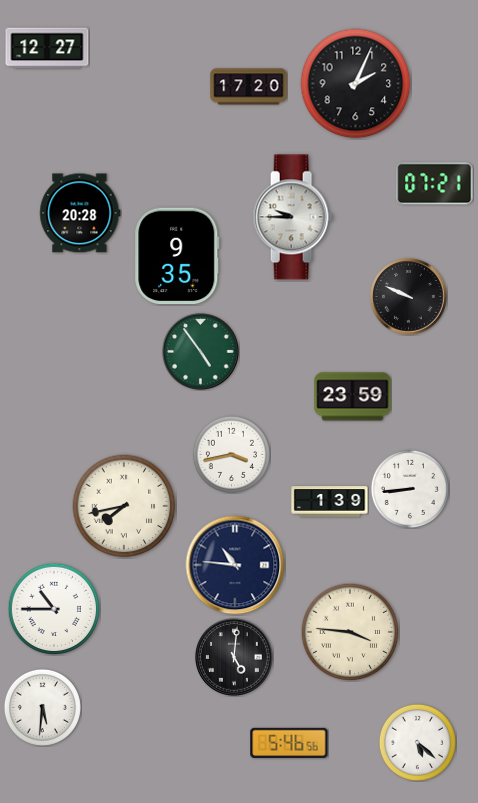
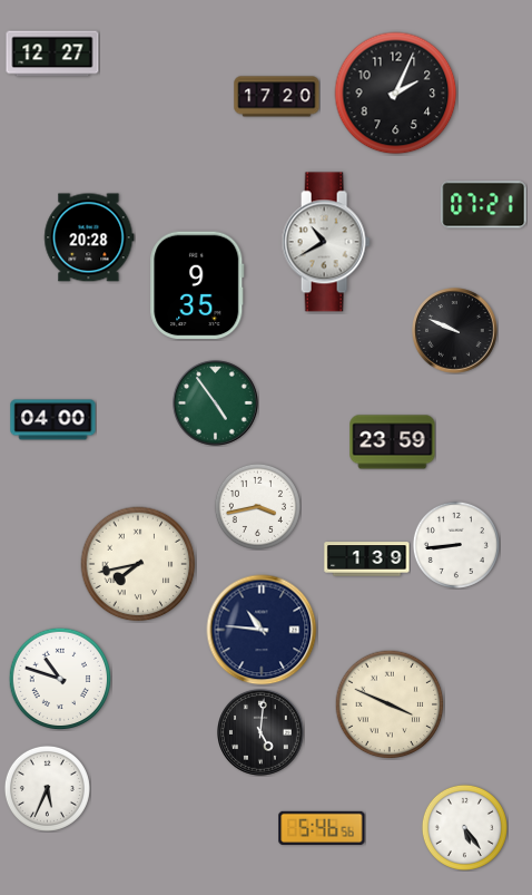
clock at (293, 217): 9:45 -> 10:40
clock at (201, 352) position: (201, 352) -> (216, 403)
clock at (53, 420): none -> 04:00
clock at (54, 609): 10:45 -> 10:48
clock at (350, 632): 3:46 -> 3:49
clock at (42, 707): 5:31 -> 5:34
clock at (417, 742): 5:22 -> 5:24
